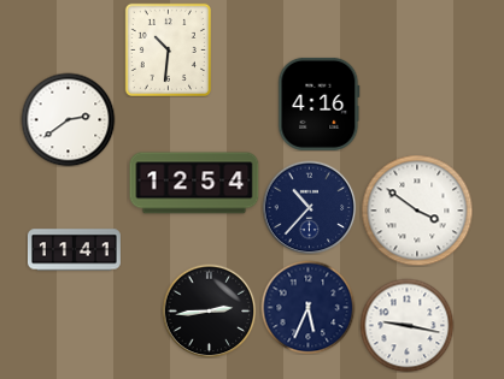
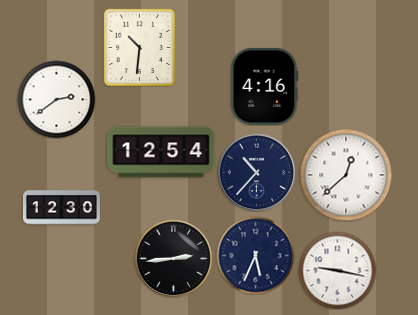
clock at (168, 49) position: (168, 49) -> (139, 47)
clock at (417, 211): 3:51 -> 12:38
clock at (74, 250): 11:41 -> 12:30
